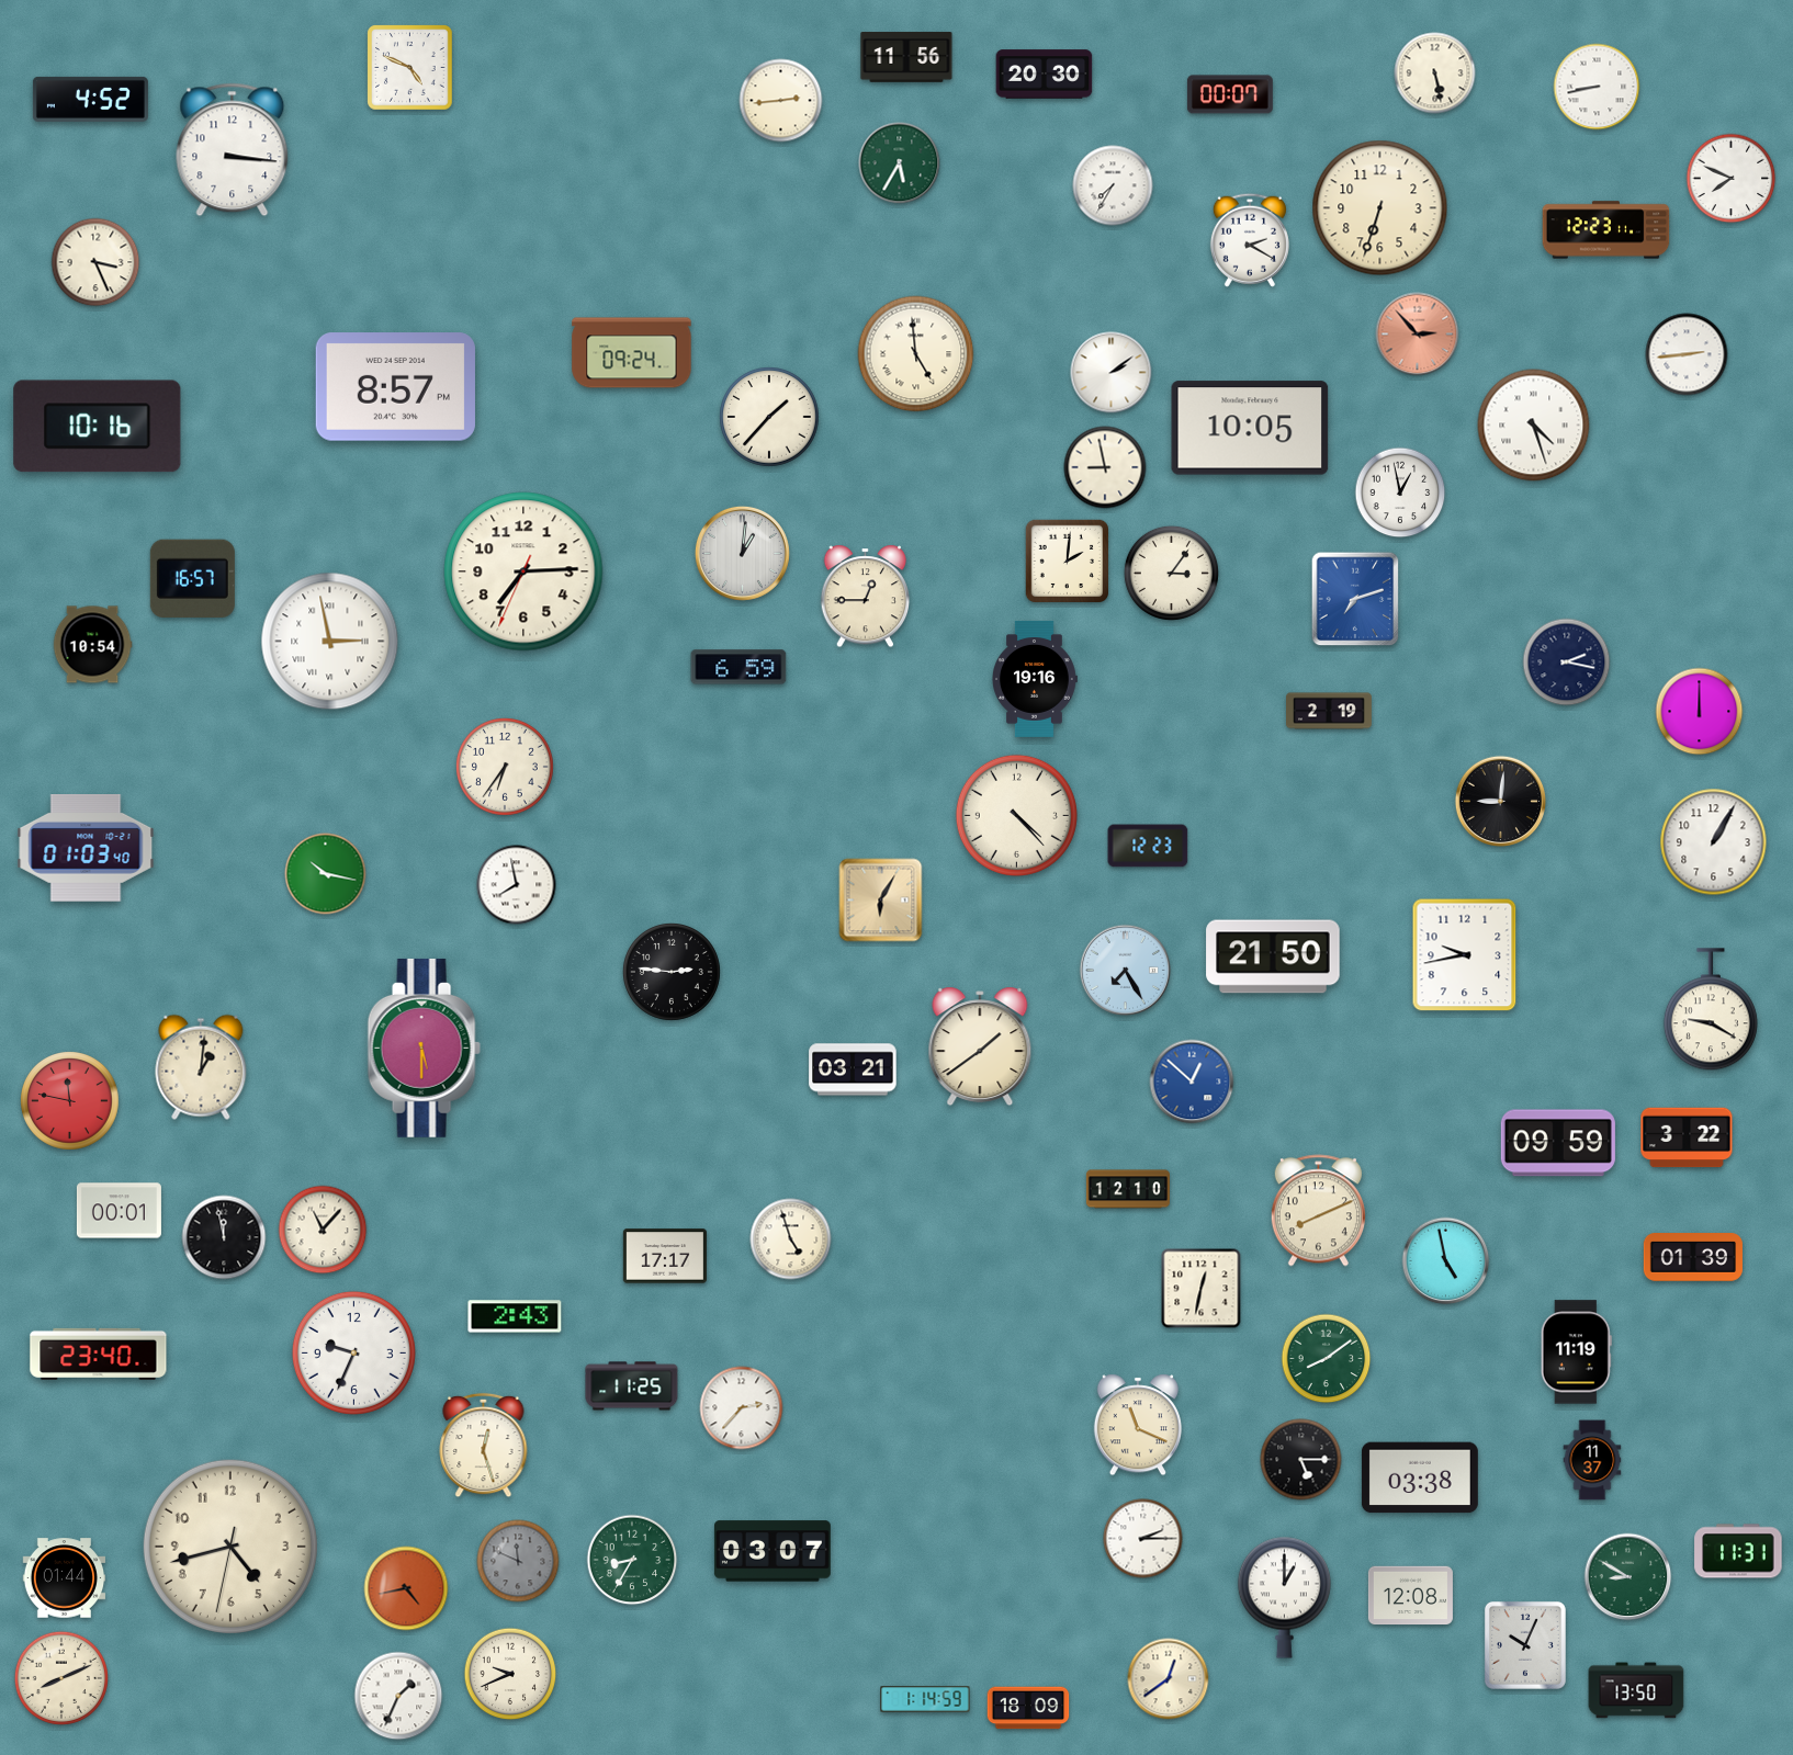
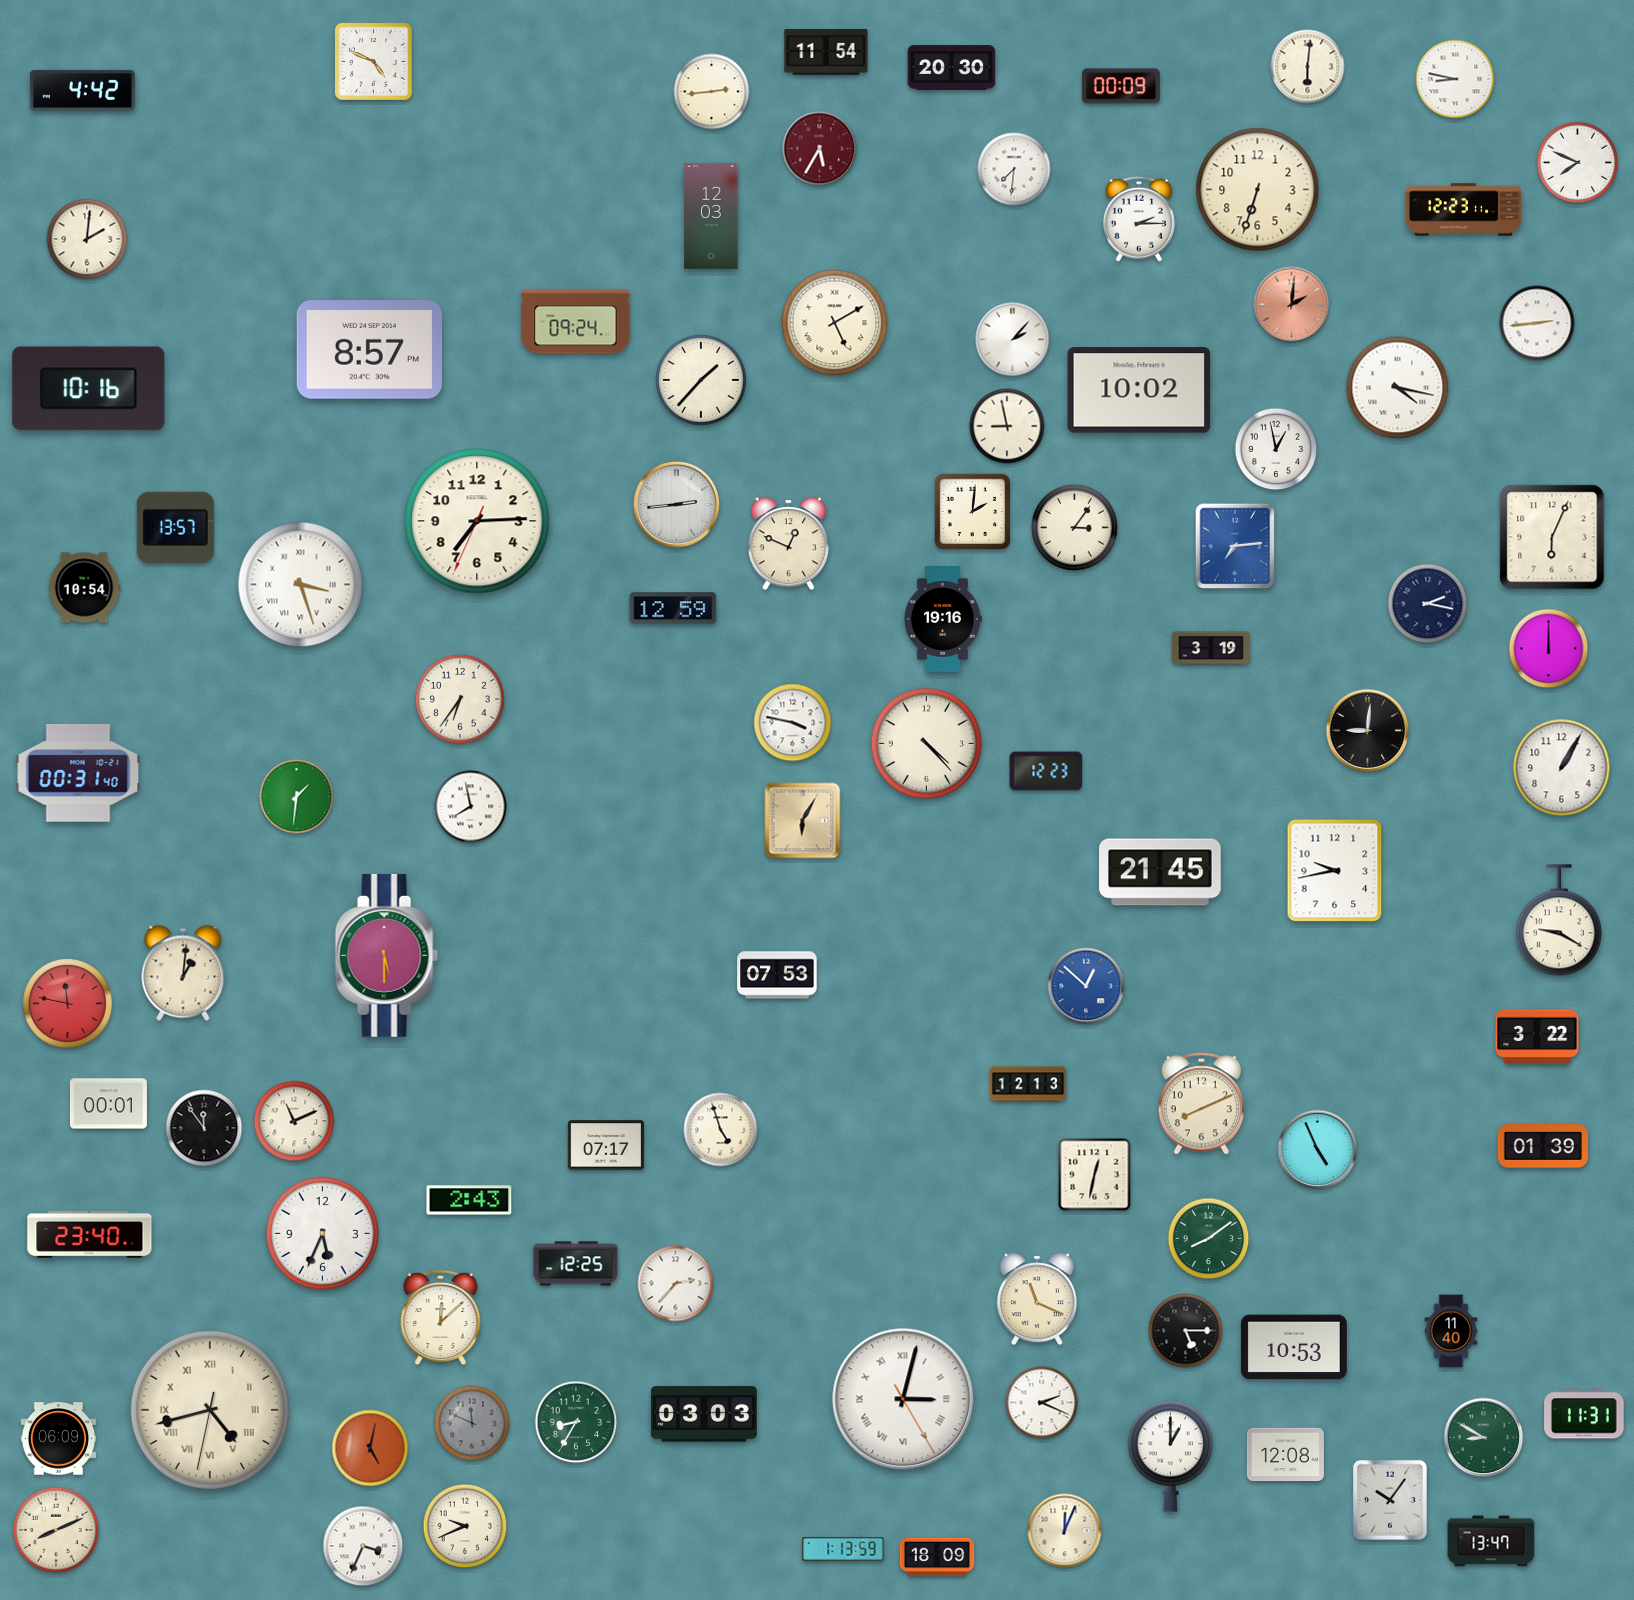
clock at (906, 57): 11:56 -> 11:54
clock at (1435, 73): 5:28 -> 6:01
clock at (1597, 87): 8:43 -> 8:47
clock at (1230, 94): 00:07 -> 00:09
clock at (90, 99): 4:52 -> 4:42
clock at (233, 150): 3:16 -> none
clock at (900, 163) dial: green -> burgundy
clock at (1113, 185): 7:35 -> 7:31
clock at (711, 216): none -> 12:03
clock at (1250, 240): 2:20 -> 2:15
clock at (95, 262): 3:26 -> 2:01
clock at (1418, 335): 2:53 -> 2:01
clock at (916, 354): 4:59 -> 5:10
clock at (1112, 373): 2:09 -> 2:07
clock at (395, 387) position: (395, 387) -> (369, 350)
clock at (1534, 426): 4:27 -> 4:17
clock at (1250, 428): 10:05 -> 10:02
clock at (742, 553): 1:01 -> 2:44
clock at (1171, 573) position: (1171, 573) -> (1074, 527)
clock at (192, 578): 16:57 -> 13:57
clock at (1552, 537): none -> 6:04
clock at (866, 597): 12:45 -> 12:49
clock at (1355, 599): 7:12 -> 7:14
clock at (330, 642): 2:58 -> 3:27
clock at (738, 667): 6:59 -> 12:59
clock at (1330, 711): 2:19 -> 3:19
clock at (793, 723): none -> 3:47
clock at (86, 849): 01:03 -> 00:31
clock at (326, 874): 10:17 -> 1:31
clock at (1273, 956): 21:50 -> 21:45
clock at (1125, 970): 7:25 -> none
clock at (672, 972): 2:46 -> none
clock at (980, 1046): 1:39 -> none
clock at (853, 1069): 03:21 -> 07:53
clock at (70, 1101) position: (70, 1101) -> (68, 1004)
clock at (1558, 1143): 09:59 -> none
clock at (1128, 1189): 12:10 -> 12:13
clock at (323, 1230): 11:07 -> 11:11
clock at (224, 1237): 11:58 -> 11:54
clock at (665, 1256): 17:17 -> 07:17
clock at (1446, 1261): 4:58 -> 4:56
clock at (353, 1352): 9:34 -> 5:34
clock at (1576, 1352): 11:19 -> none
clock at (632, 1386): 11:25 -> 12:25
clock at (484, 1446): 12:27 -> 12:08
clock at (1592, 1460): 11:37 -> 11:40
clock at (1420, 1477): 03:38 -> 10:53
clock at (903, 1399): none -> 3:02
clock at (1143, 1539): 2:15 -> 2:19
clock at (230, 1547) numerals: Arabic -> Roman
clock at (773, 1551): 03:07 -> 03:03
clock at (65, 1578): 01:44 -> 06:09
clock at (406, 1588): 4:43 -> 5:02
clock at (1525, 1645): 10:04 -> 10:06
clock at (1169, 1679): 12:39 -> 12:04
clock at (1636, 1690): 13:50 -> 13:47
clock at (398, 1696): 1:34 -> 3:34
clock at (925, 1699): 1:14 -> 1:13
